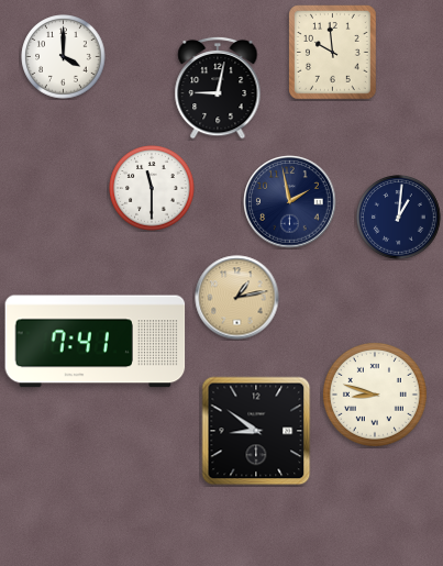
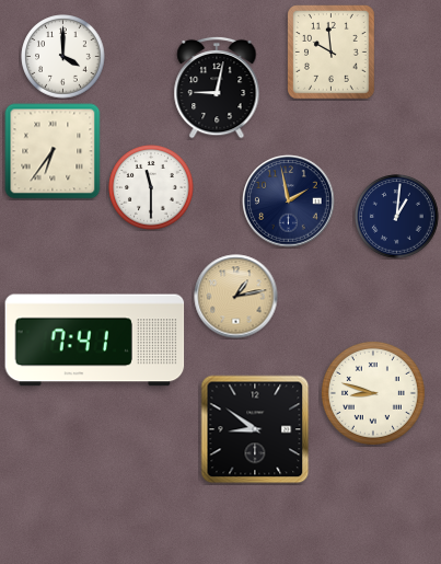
clock at (53, 151): none -> 6:36
